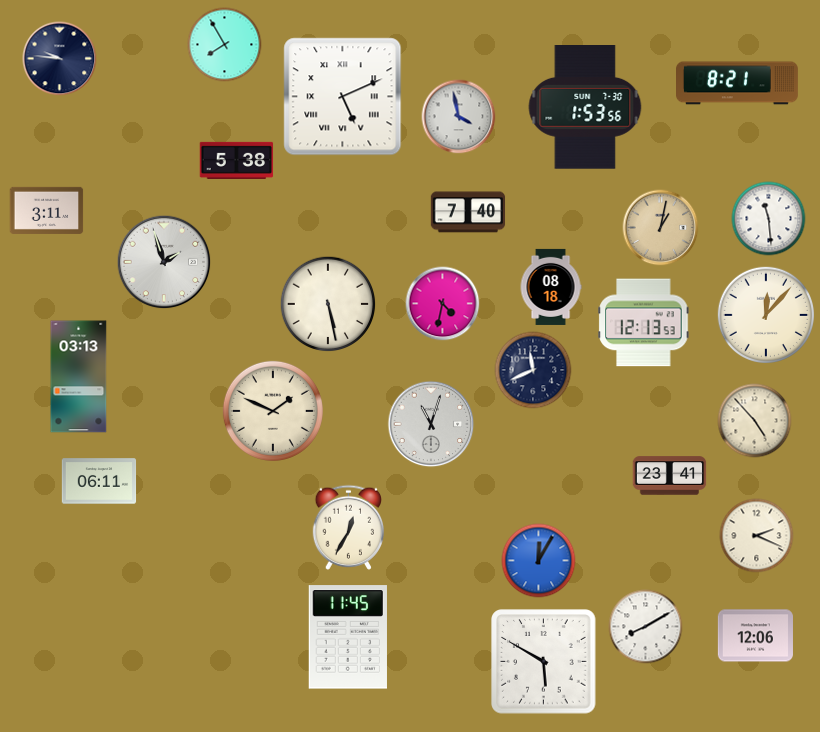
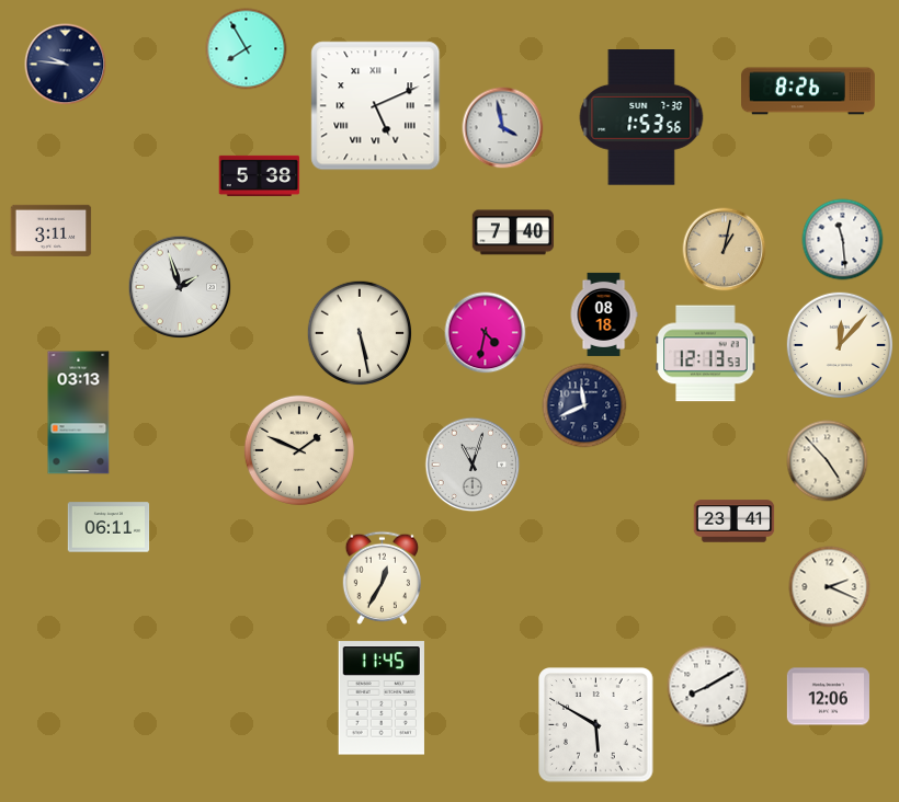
clock at (738, 83): 8:21 -> 8:26
clock at (79, 377) position: (79, 377) -> (79, 413)
clock at (539, 561): 12:05 -> none
